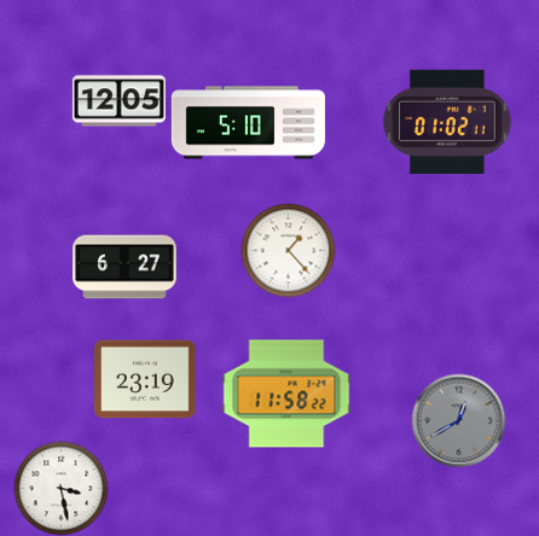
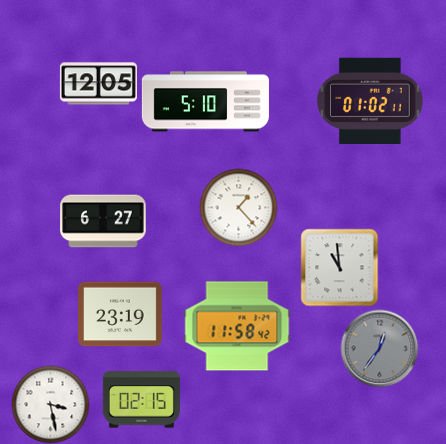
clock at (339, 267): none -> 10:59
clock at (286, 394): 11:58:22 -> 11:58:42
clock at (458, 420): 12:40 -> 12:36
clock at (141, 400): none -> 02:15
